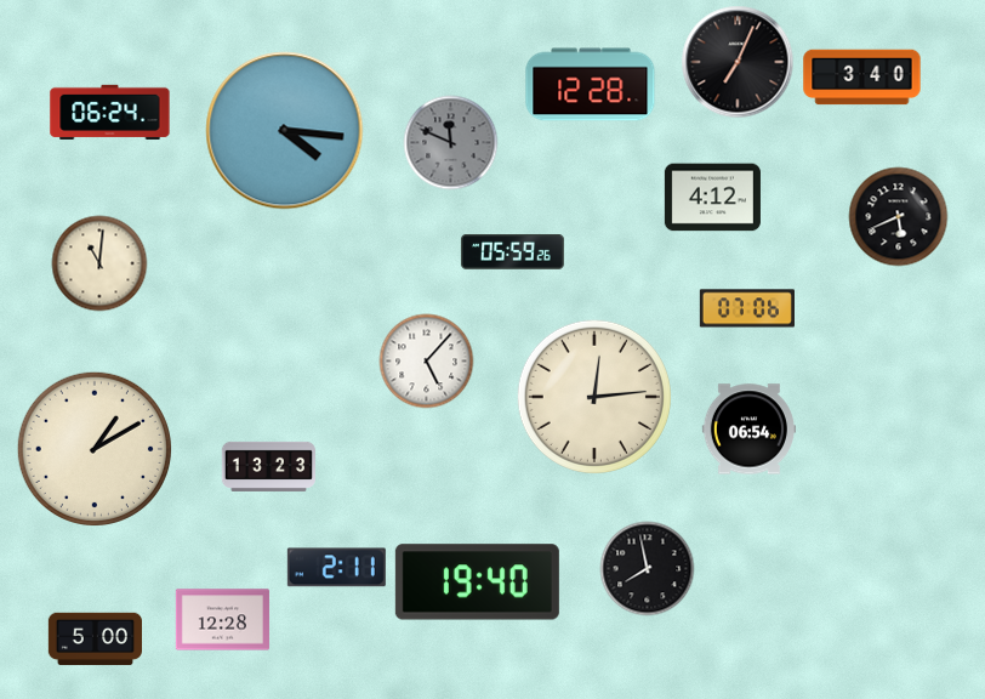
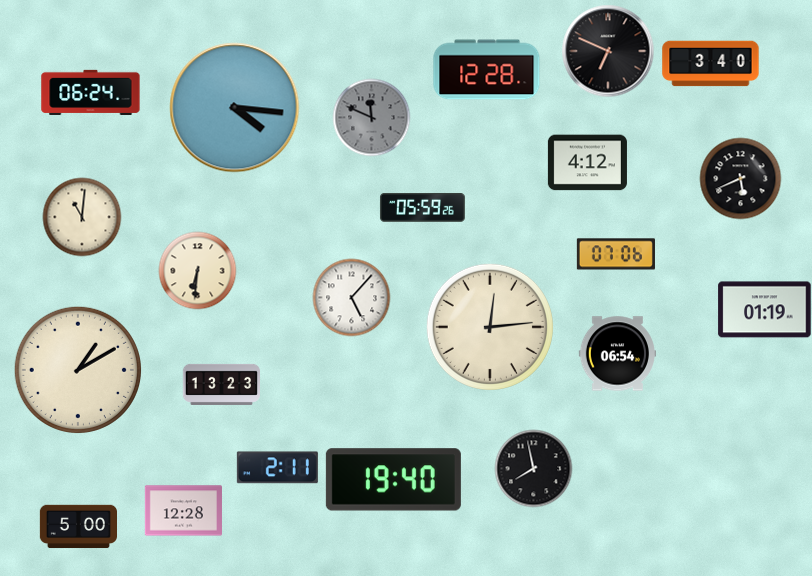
clock at (738, 62): 7:04 -> 6:49
clock at (197, 270): none -> 6:31
clock at (765, 310): none -> 01:19
